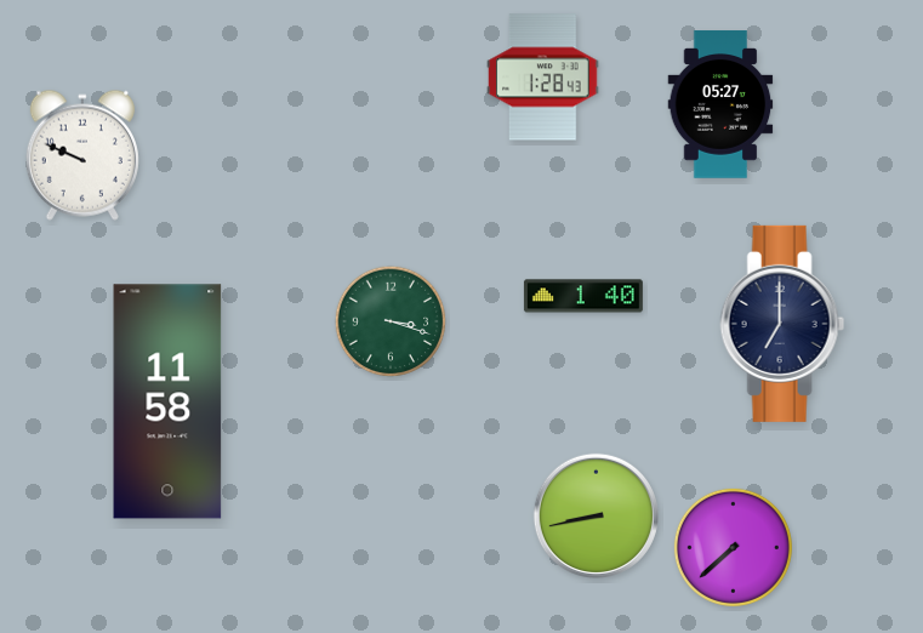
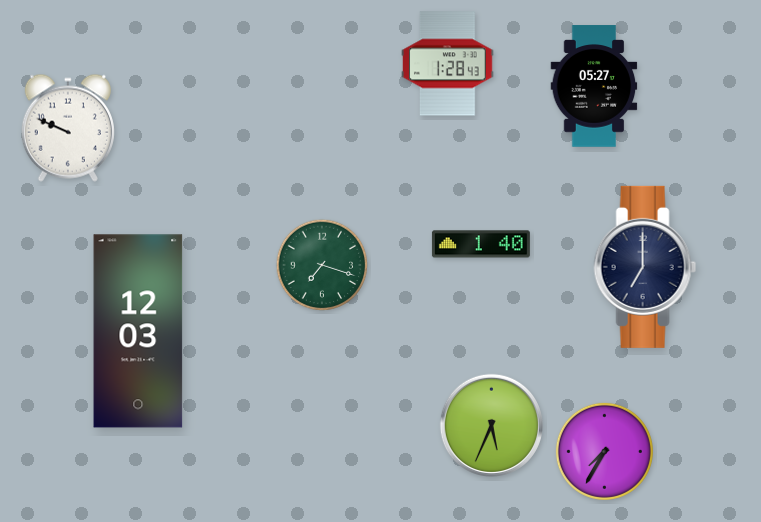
clock at (391, 321): 3:18 -> 7:18
clock at (167, 401): 11:58 -> 12:03
clock at (596, 515): 8:43 -> 5:34
clock at (733, 547): 7:38 -> 7:35
